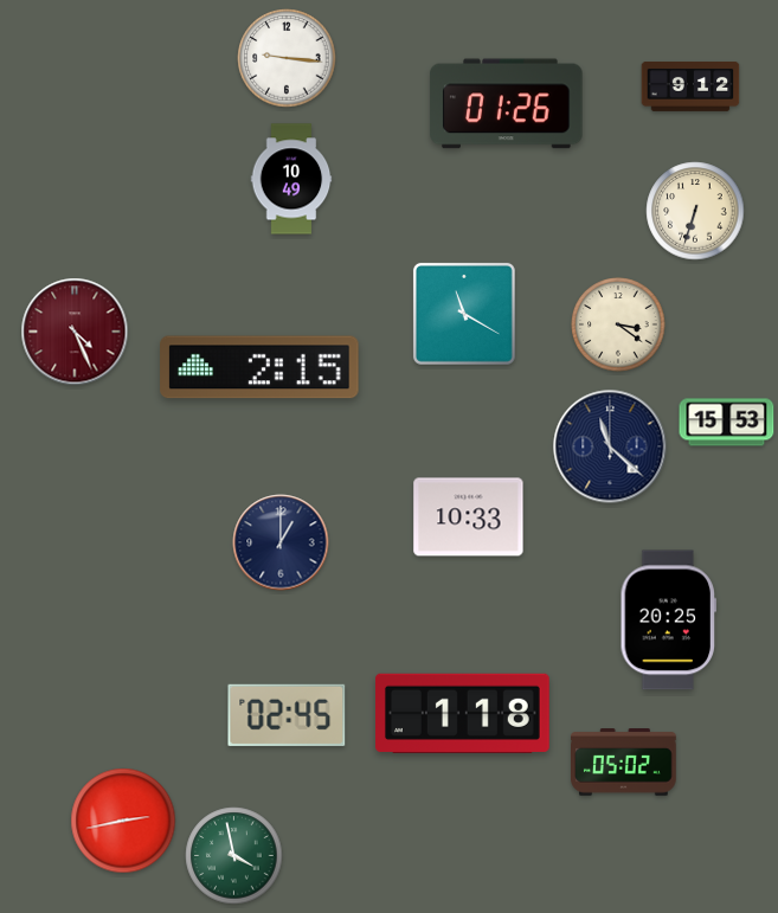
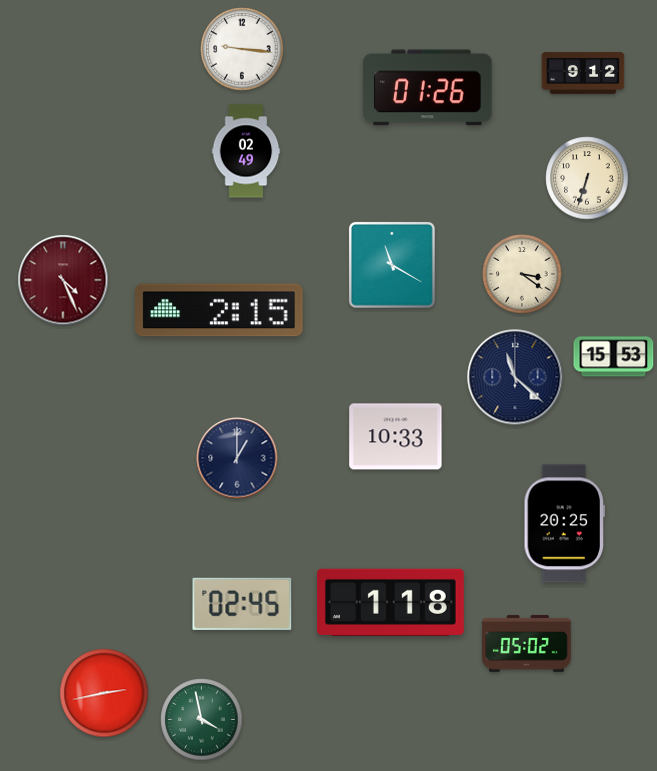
clock at (291, 179): 10:49 -> 02:49
clock at (234, 856) position: (234, 856) -> (202, 720)
